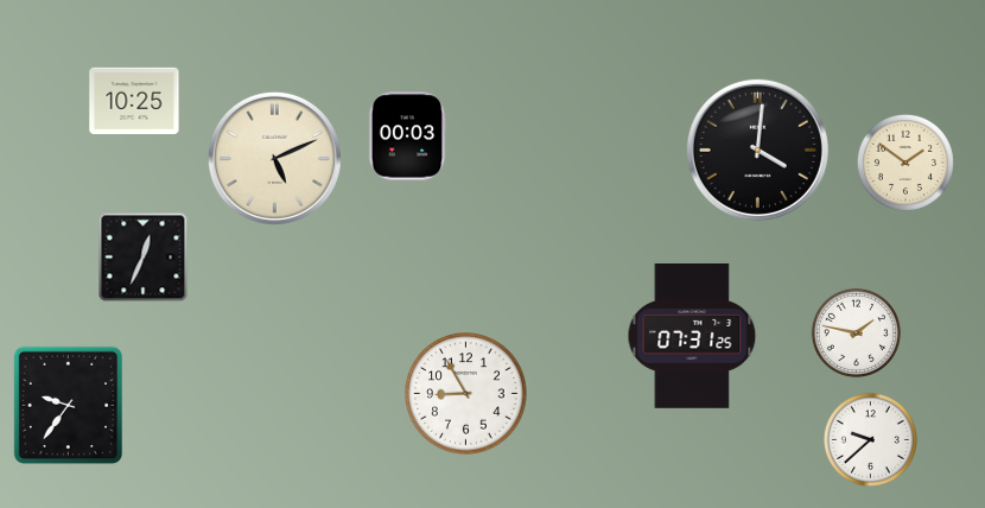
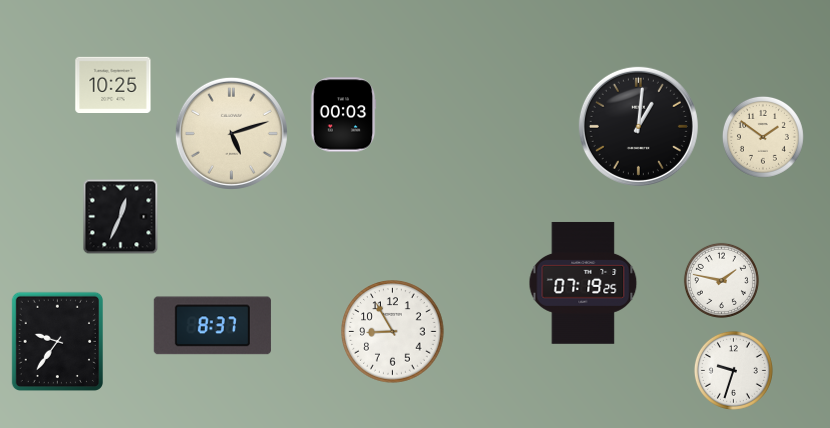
clock at (757, 150): 4:01 -> 1:01
clock at (274, 158): 5:11 -> 5:12
clock at (692, 336): 07:31 -> 07:19
clock at (212, 326): none -> 8:37
clock at (870, 439): 9:38 -> 9:33
